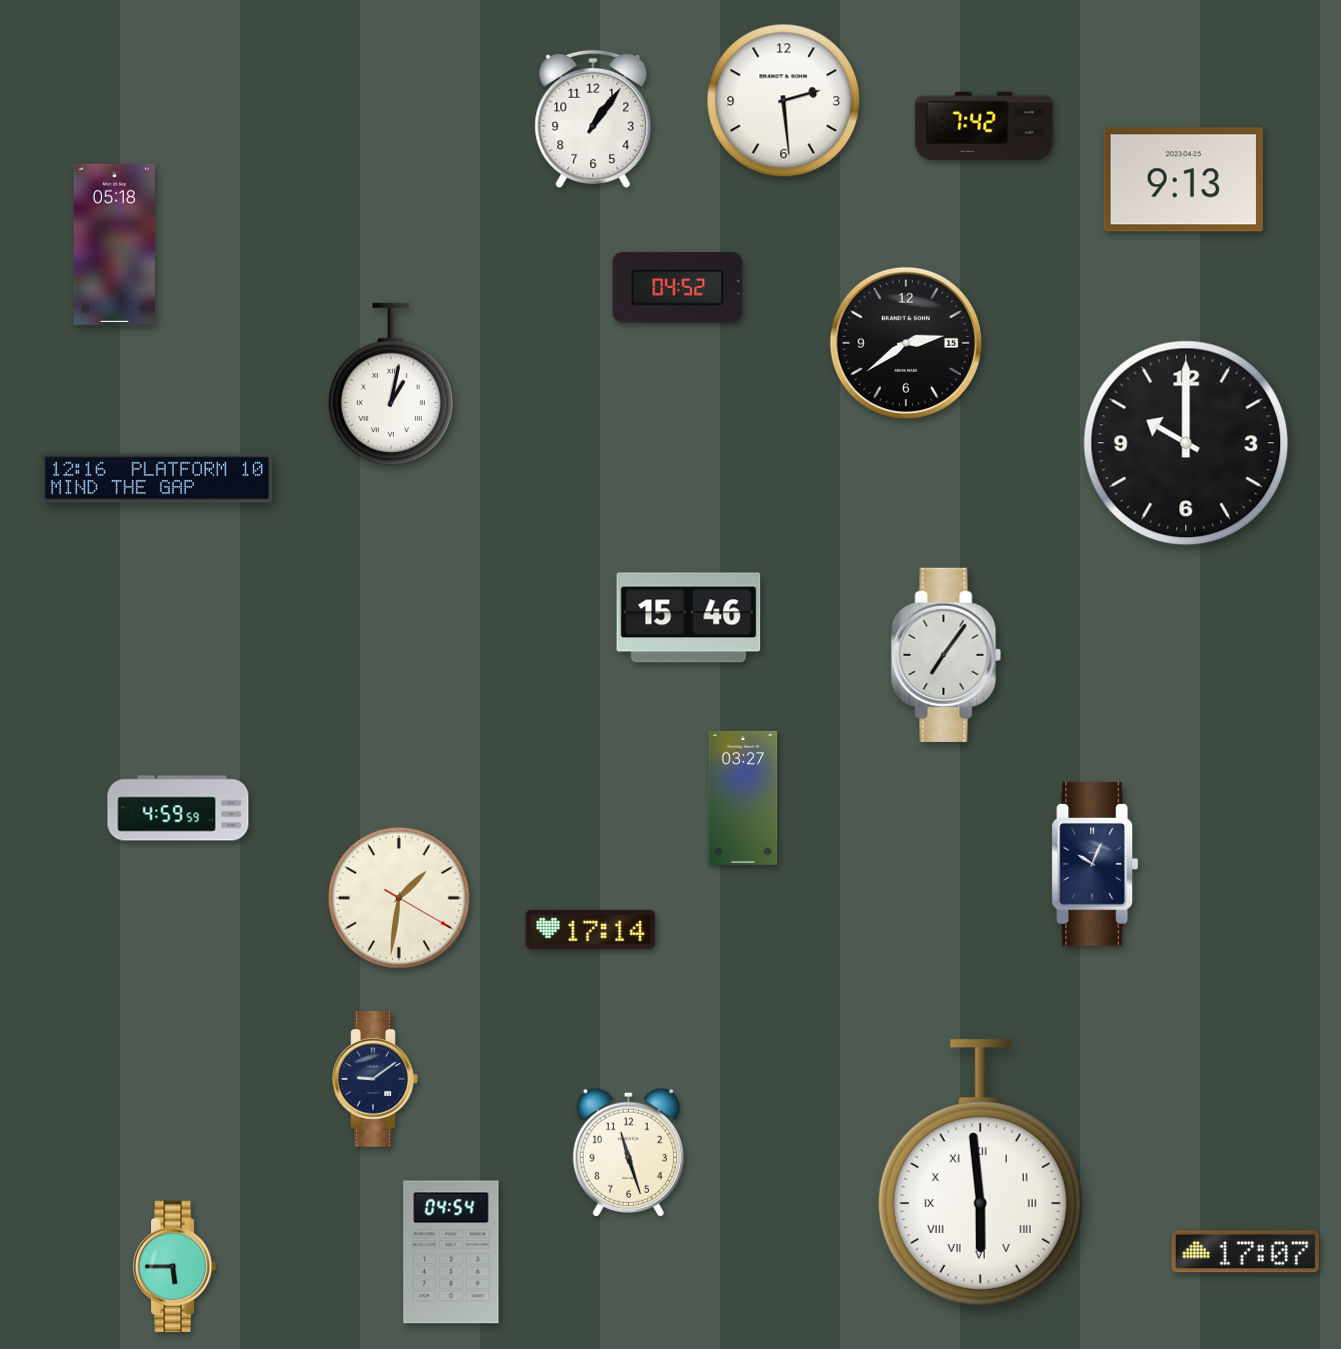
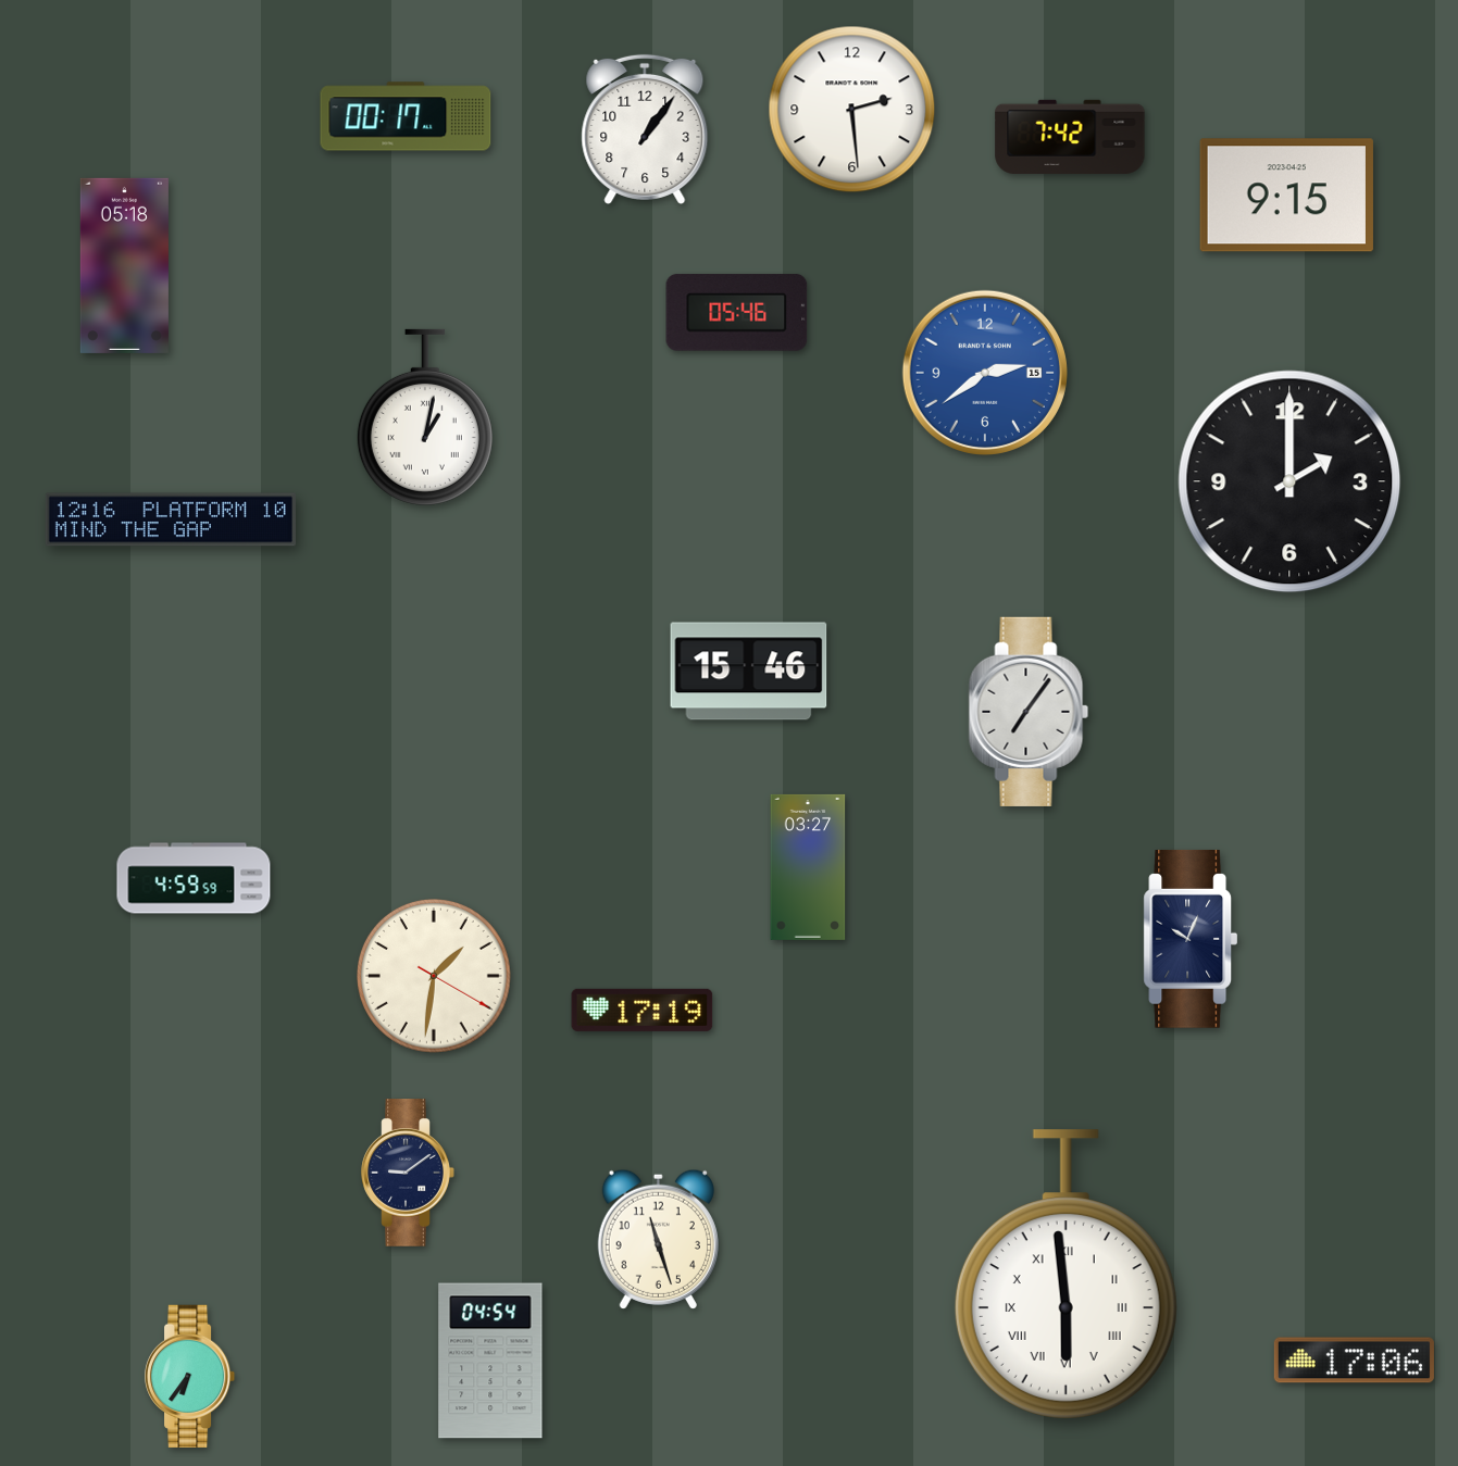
clock at (406, 116): none -> 00:17
clock at (1183, 180): 9:13 -> 9:15
clock at (678, 288): 04:52 -> 05:46
clock at (906, 343) dial: black -> blue
clock at (1186, 443): 10:00 -> 2:00
clock at (591, 929): 17:14 -> 17:19
clock at (628, 1152) position: (628, 1152) -> (658, 1239)
clock at (1245, 1252): 17:07 -> 17:06
clock at (175, 1267): 5:45 -> 6:36
